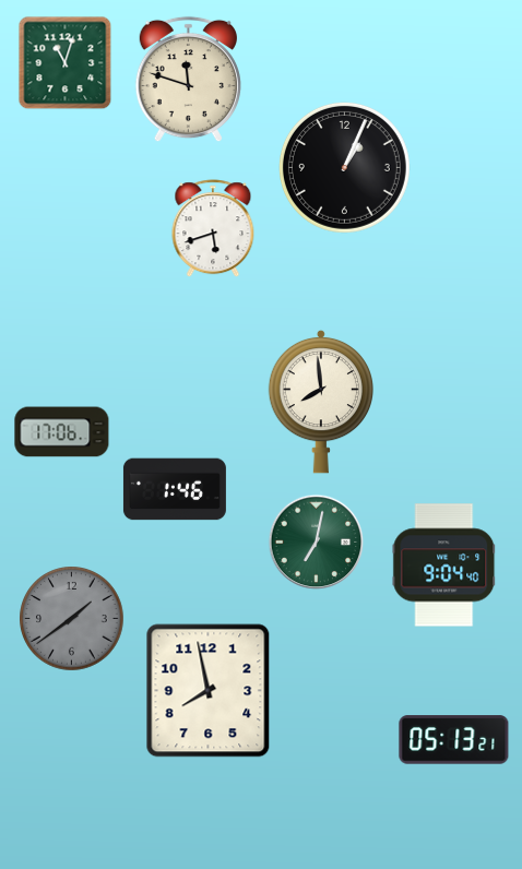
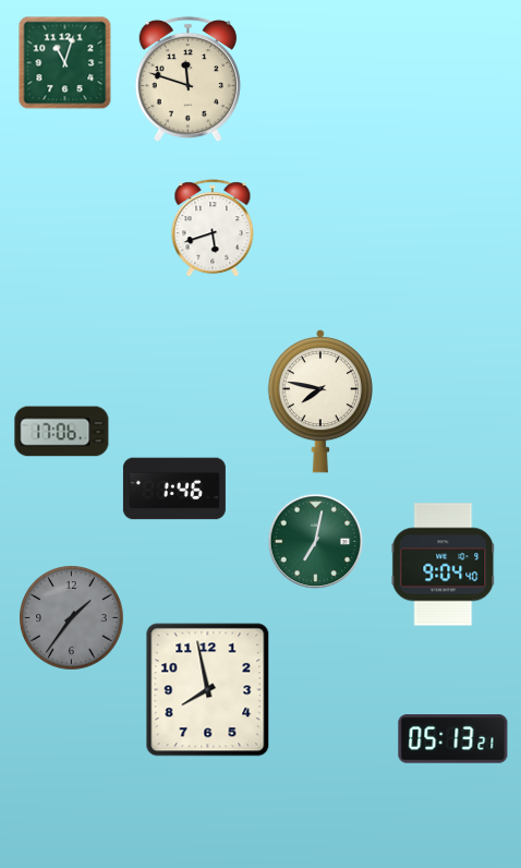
clock at (344, 167): 1:04 -> none
clock at (320, 402): 7:59 -> 7:47
clock at (72, 619): 1:39 -> 1:36
